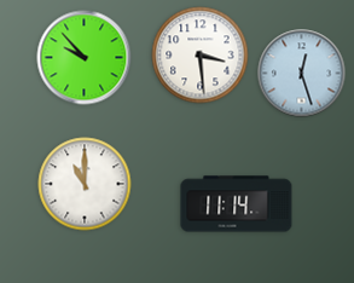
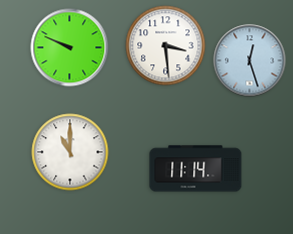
clock at (85, 58): 9:53 -> 9:49
